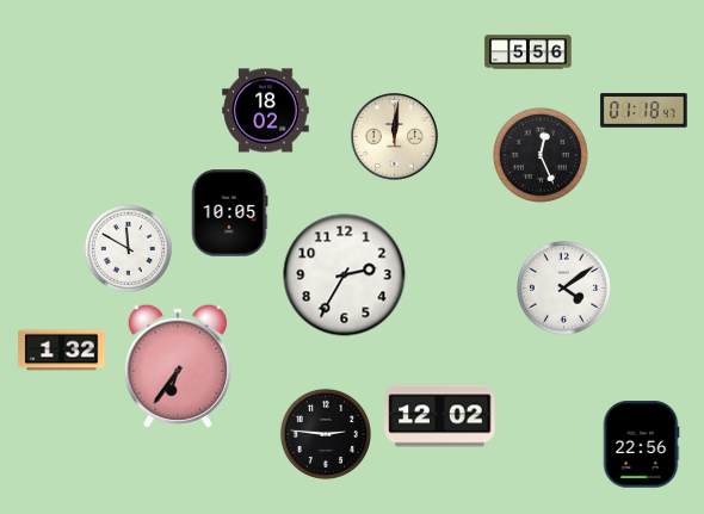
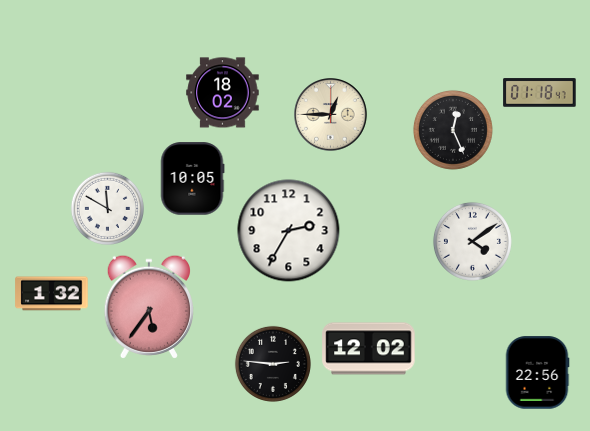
clock at (529, 52): 5:56 -> none
clock at (395, 137): 12:01 -> 12:45
clock at (178, 366): 6:36 -> 5:36
